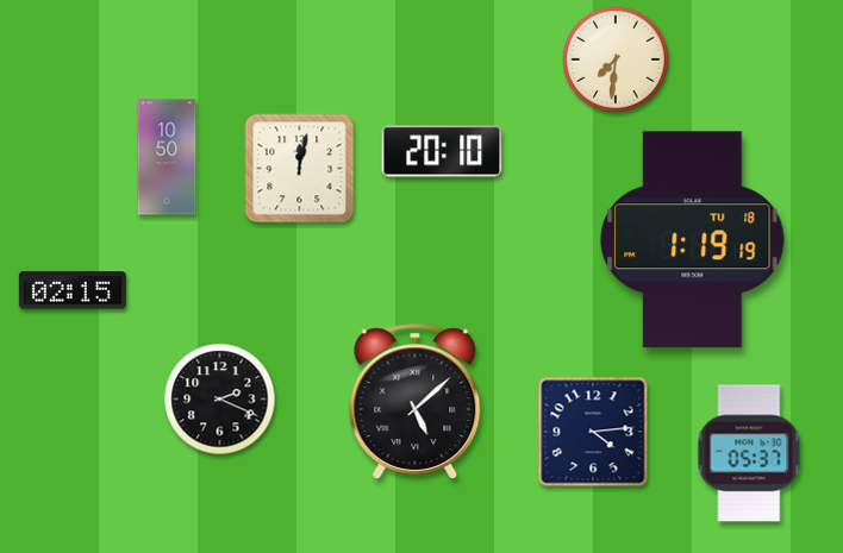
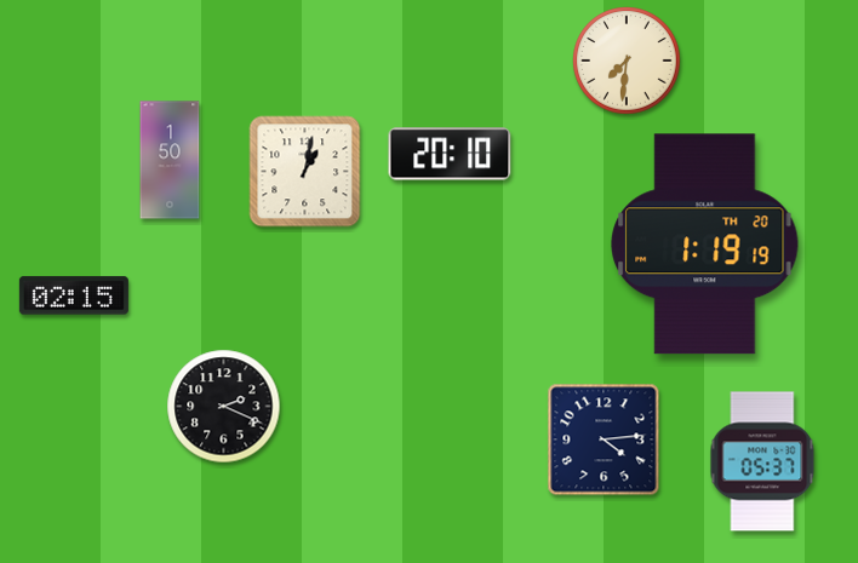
clock at (167, 157): 10:50 -> 1:50
clock at (300, 169): 12:02 -> 1:02
clock at (693, 240) date: TU 18 -> TH 20
clock at (416, 402): 5:08 -> none
